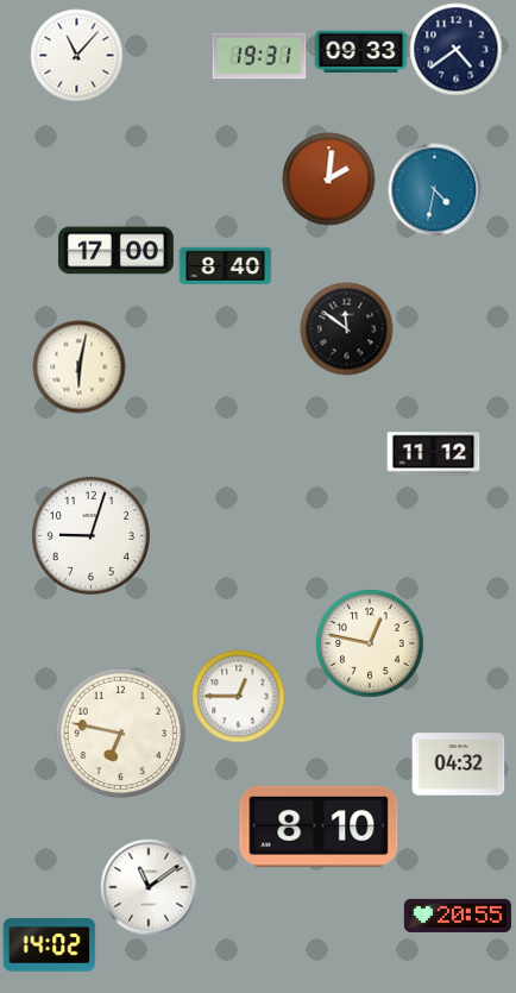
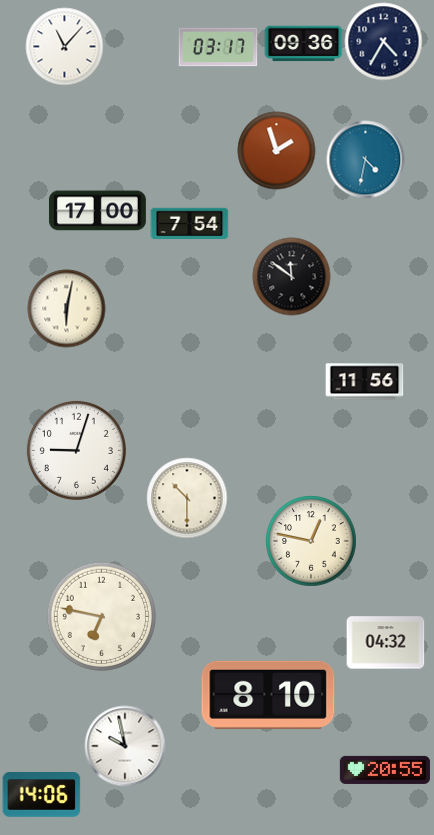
clock at (455, 49): 4:39 -> 4:35
clock at (360, 52): 09:33 -> 09:36
clock at (259, 56): 19:31 -> 03:17
clock at (328, 178): 2:01 -> 1:57
clock at (225, 266): 8:40 -> 7:54
clock at (433, 454): 11:12 -> 11:56
clock at (187, 498): none -> 10:30
clock at (238, 696): 12:45 -> none
clock at (149, 887): 11:09 -> 9:58
clock at (49, 945): 14:02 -> 14:06
